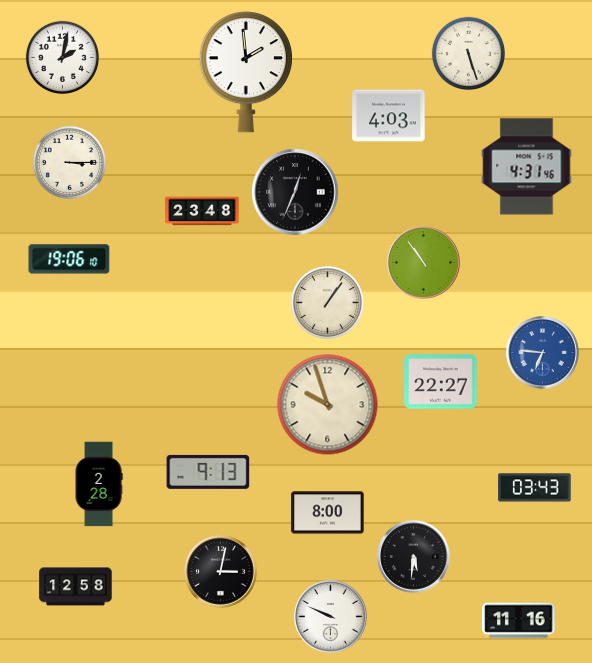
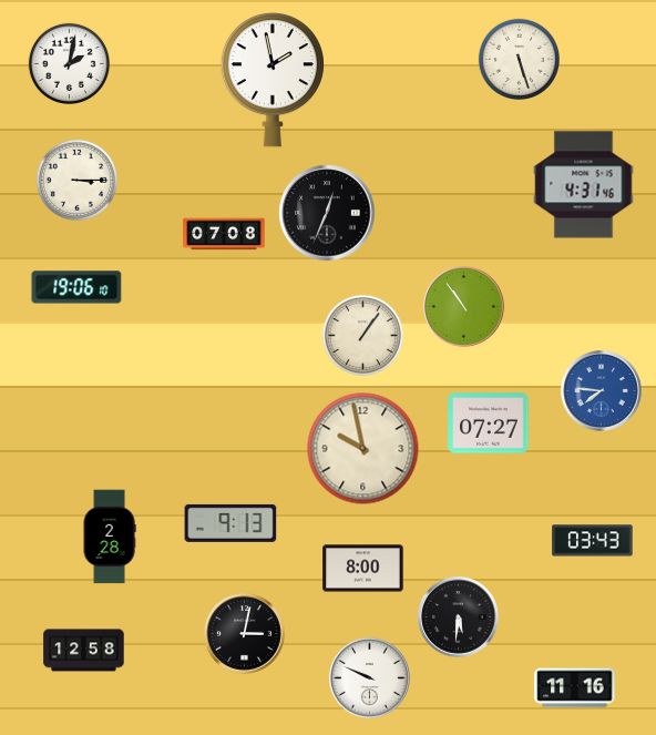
clock at (246, 73): 1:59 -> 1:58
clock at (389, 116): 4:03 -> none
clock at (202, 211): 23:48 -> 07:08
clock at (424, 263) position: (424, 263) -> (464, 307)
clock at (543, 353): 6:46 -> 7:46
clock at (441, 382): 22:27 -> 07:27
clock at (328, 405): 9:57 -> 9:58
clock at (331, 617) position: (331, 617) -> (370, 678)
